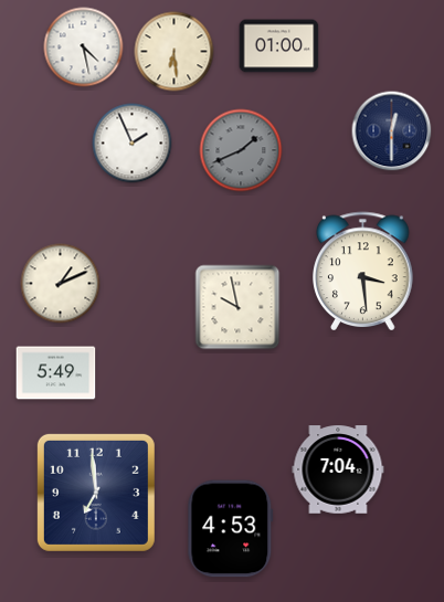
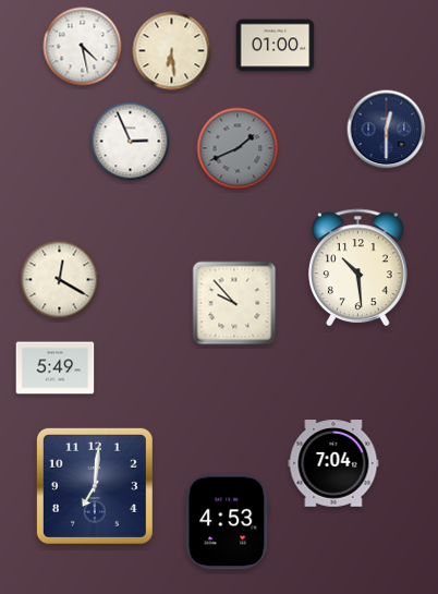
clock at (133, 144): 1:56 -> 2:56
clock at (363, 271): 3:29 -> 10:29
clock at (61, 284): 1:11 -> 12:20
clock at (237, 307): 9:58 -> 9:53
clock at (96, 493): 6:59 -> 7:01
